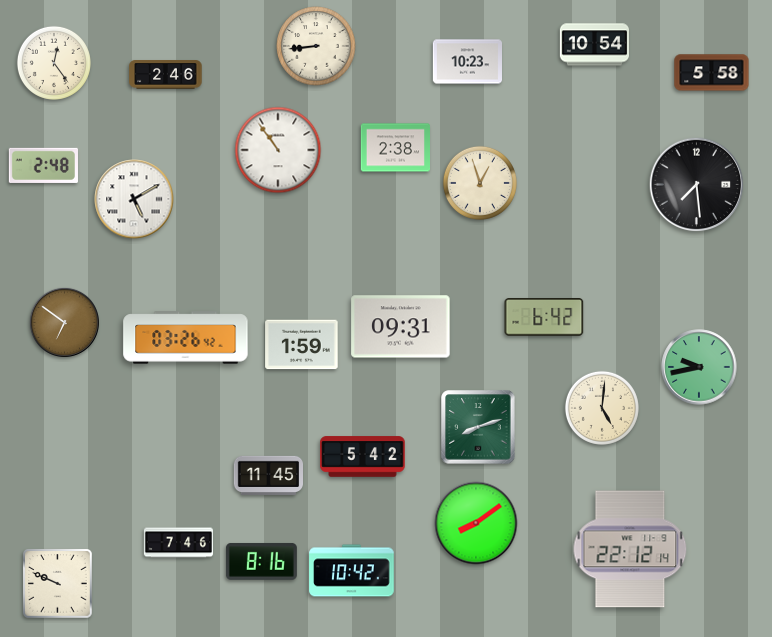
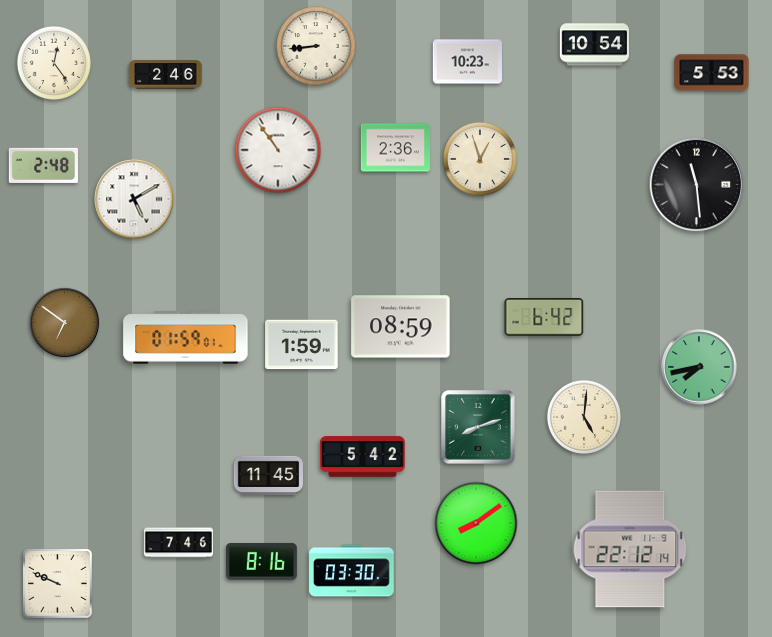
clock at (712, 73): 5:58 -> 5:53
clock at (395, 148): 2:38 -> 2:36
clock at (480, 183) position: (480, 183) -> (480, 159)
clock at (697, 185): 7:29 -> 11:29
clock at (401, 327): 09:31 -> 08:59
clock at (186, 338): 03:26 -> 01:59
clock at (699, 367): 9:43 -> 7:43
clock at (602, 408) position: (602, 408) -> (584, 417)
clock at (352, 571): 10:42 -> 03:30
